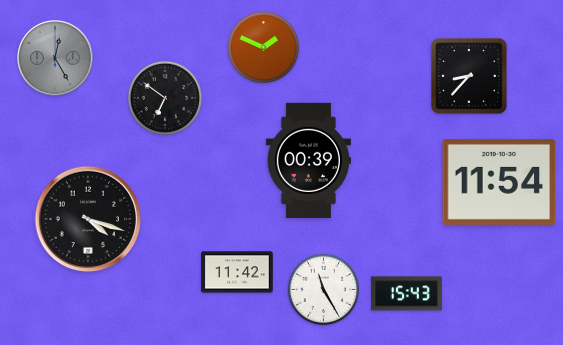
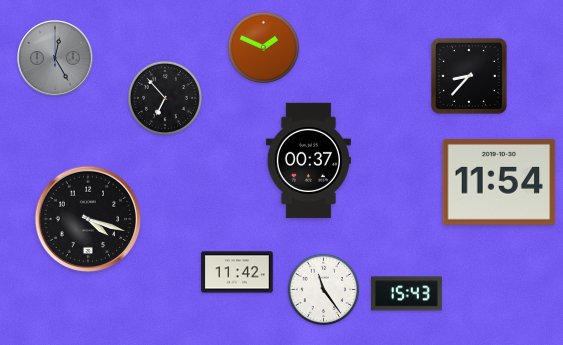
clock at (165, 98): 6:51 -> 6:53
clock at (308, 160): 00:39 -> 00:37
clock at (324, 290): 11:25 -> 11:24
